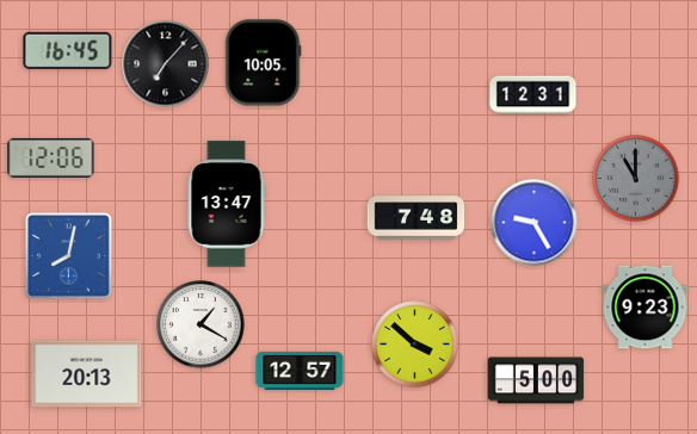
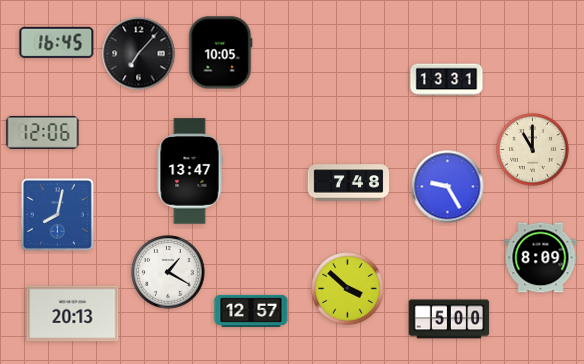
clock at (533, 95): 12:31 -> 13:31
clock at (636, 179) dial: grey -> cream
clock at (646, 308): 9:23 -> 8:09
